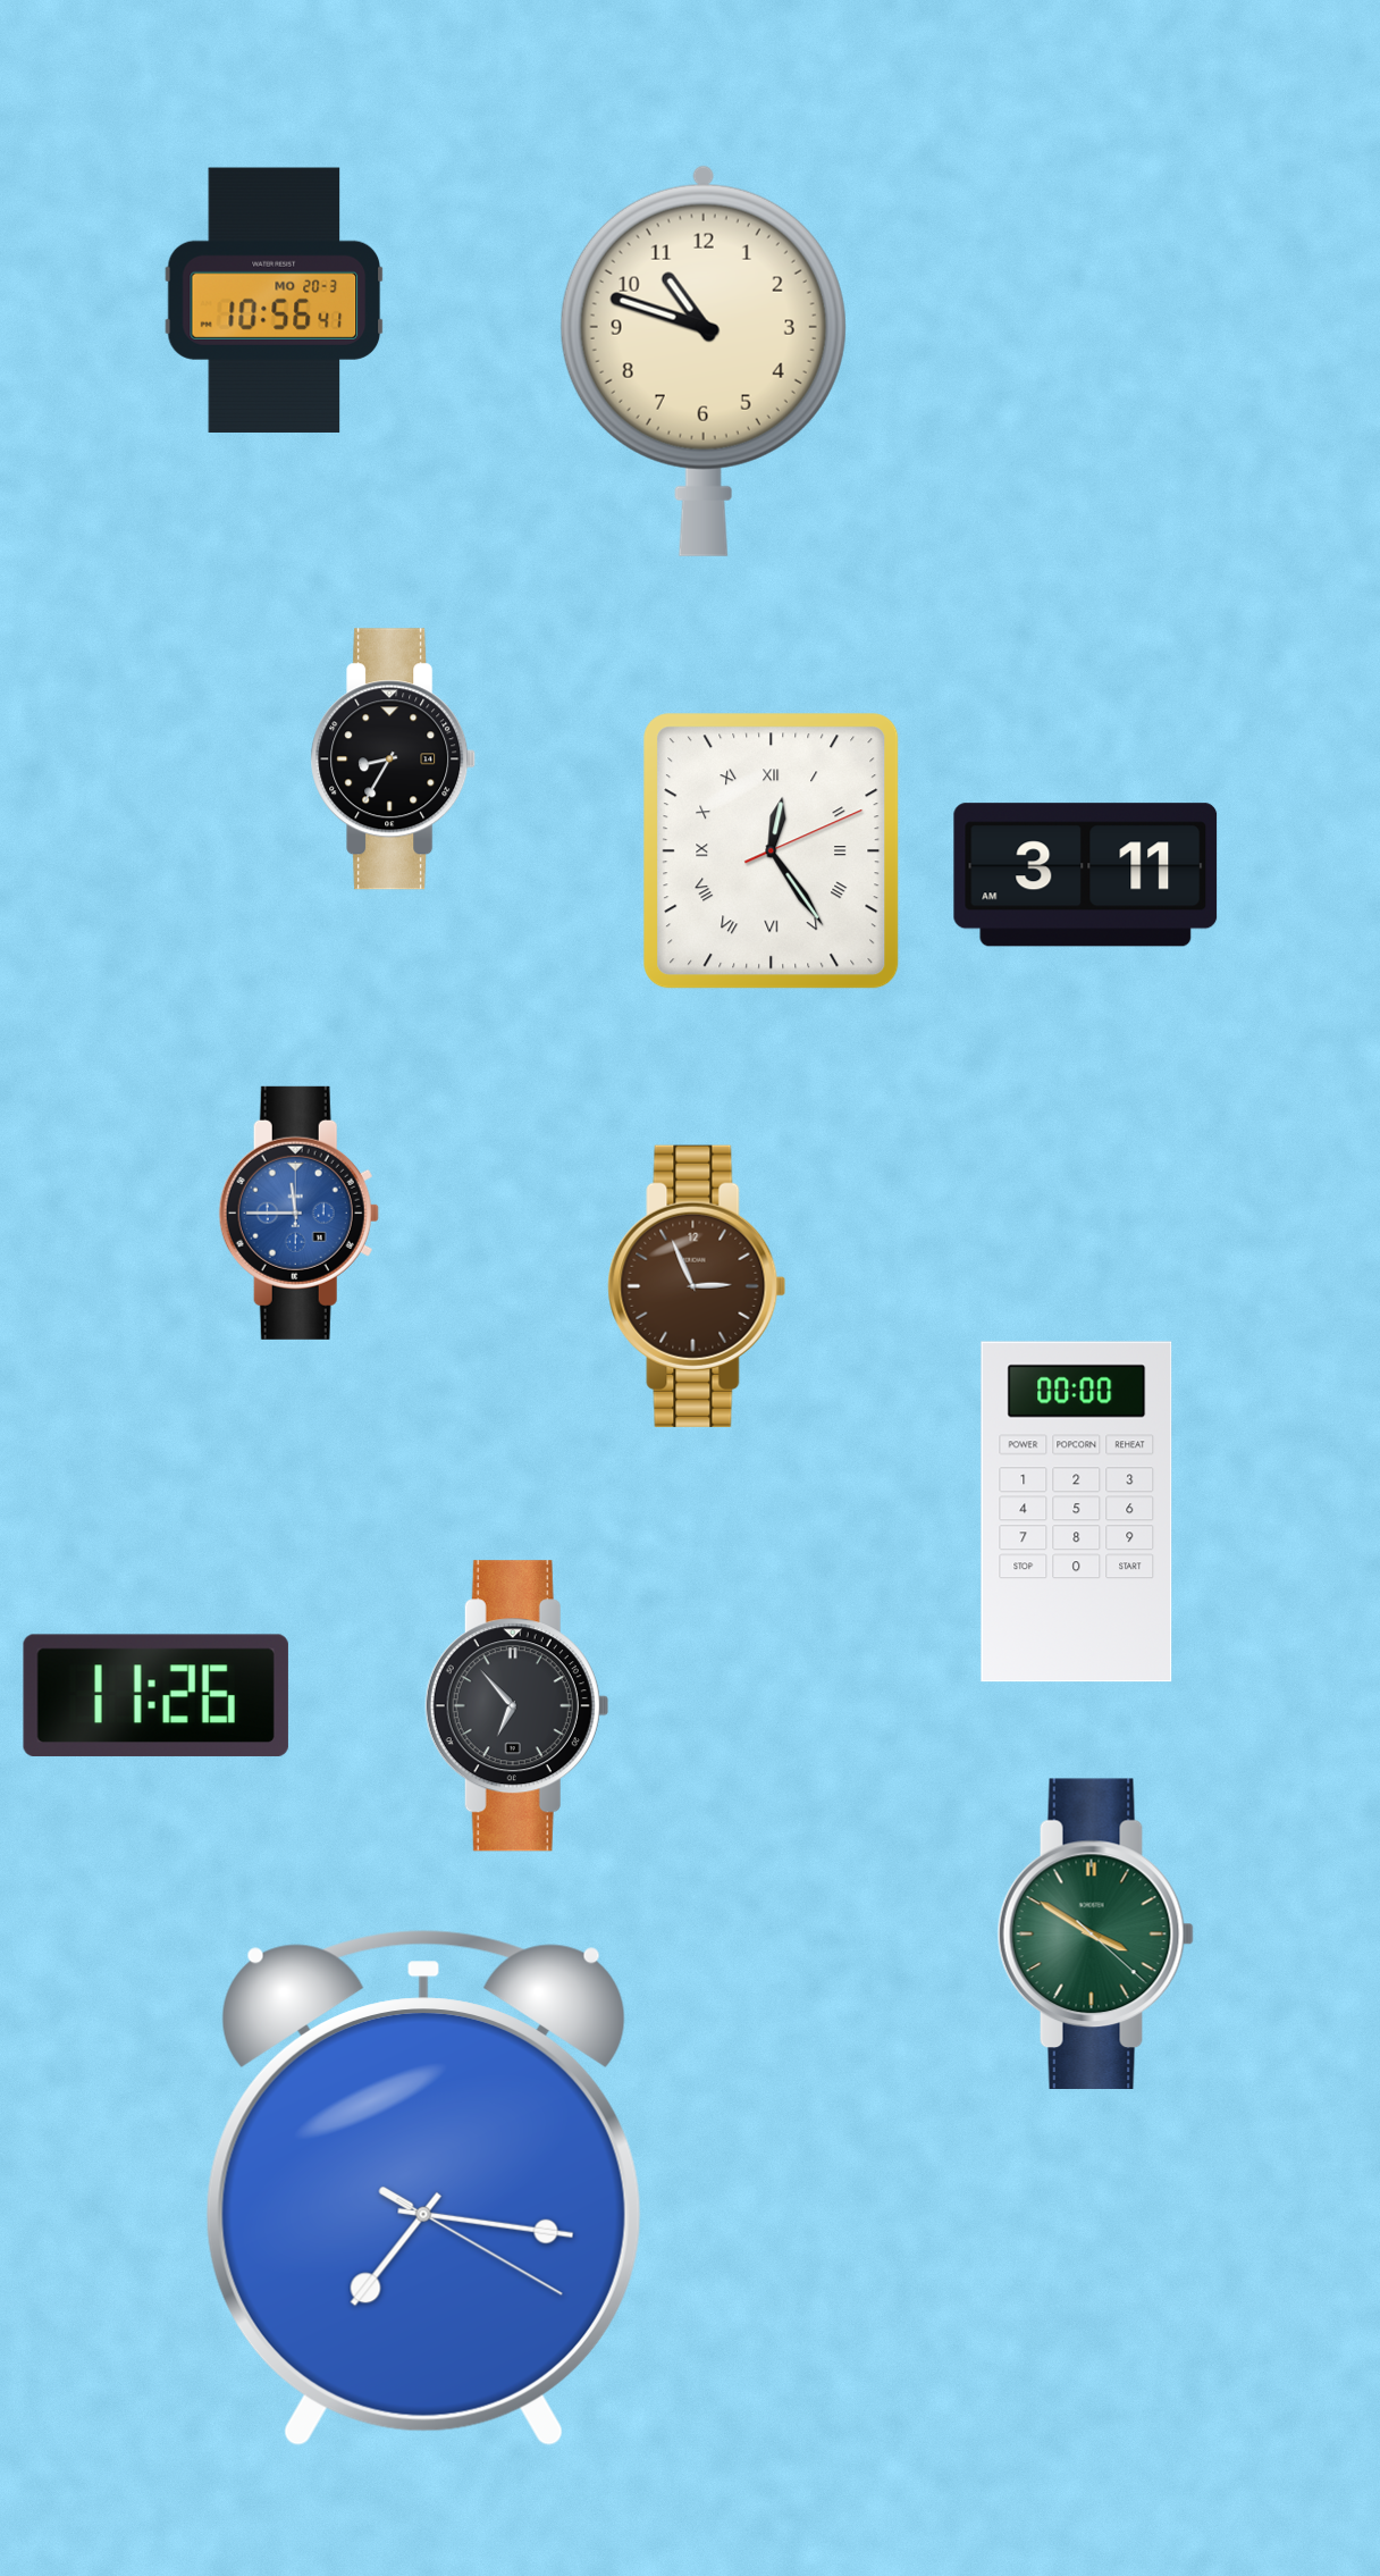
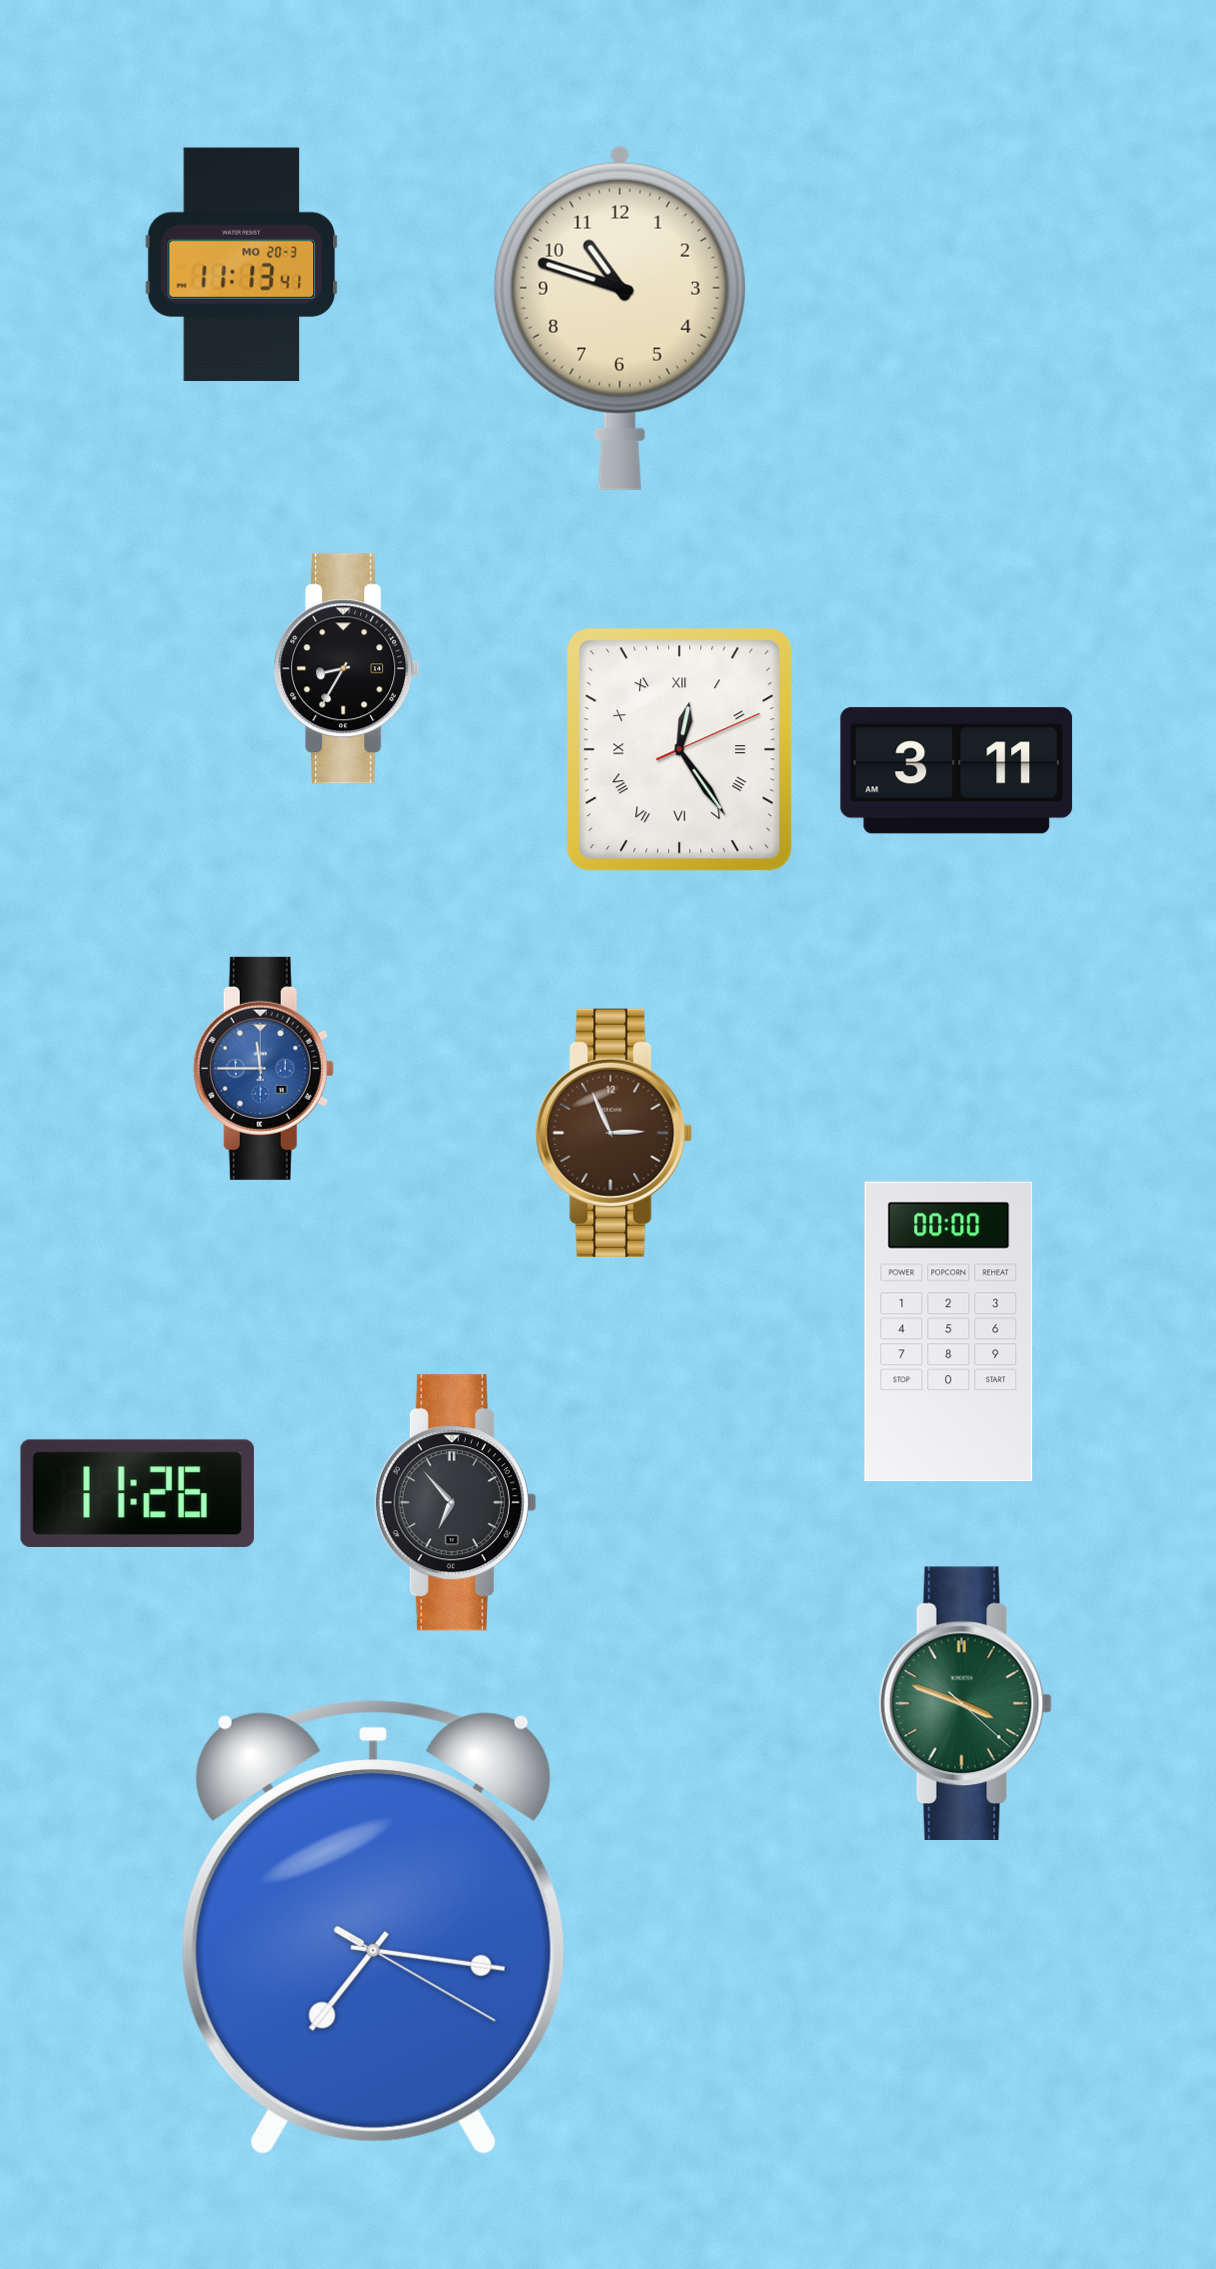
clock at (275, 300): 10:56 -> 11:13
clock at (1095, 1933): 3:50 -> 3:48
